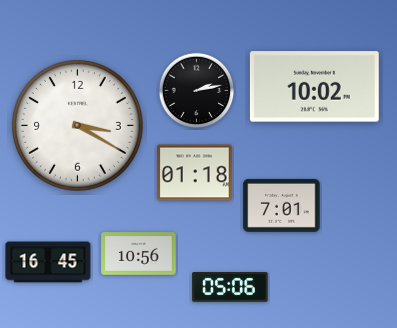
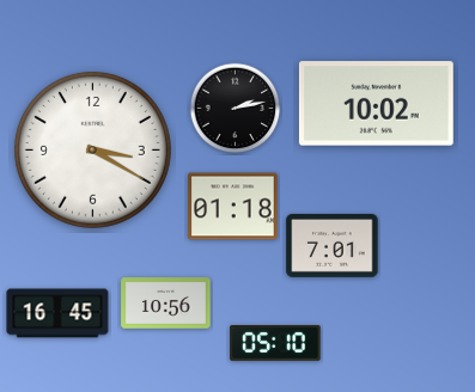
clock at (282, 205) position: (282, 205) -> (333, 245)
clock at (230, 288): 05:06 -> 05:10
